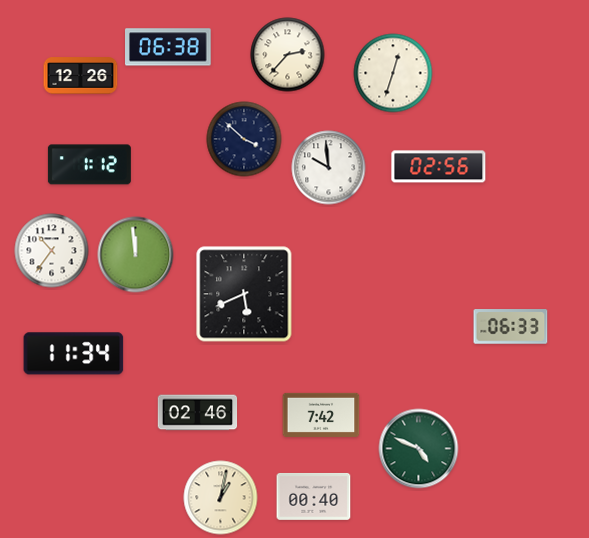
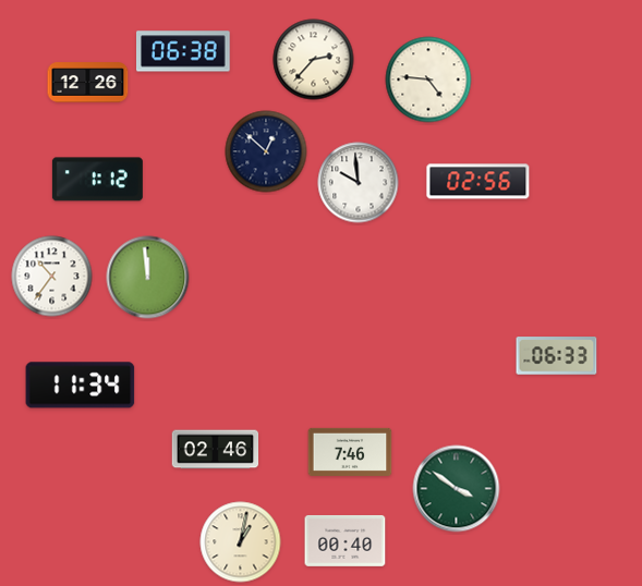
clock at (393, 73): 12:33 -> 4:46
clock at (244, 139): 3:52 -> 12:52
clock at (52, 251) position: (52, 251) -> (52, 277)
clock at (244, 294): 5:41 -> none
clock at (321, 415): 7:42 -> 7:46
clock at (419, 449): 4:49 -> 3:51
clock at (314, 496) position: (314, 496) -> (346, 540)
